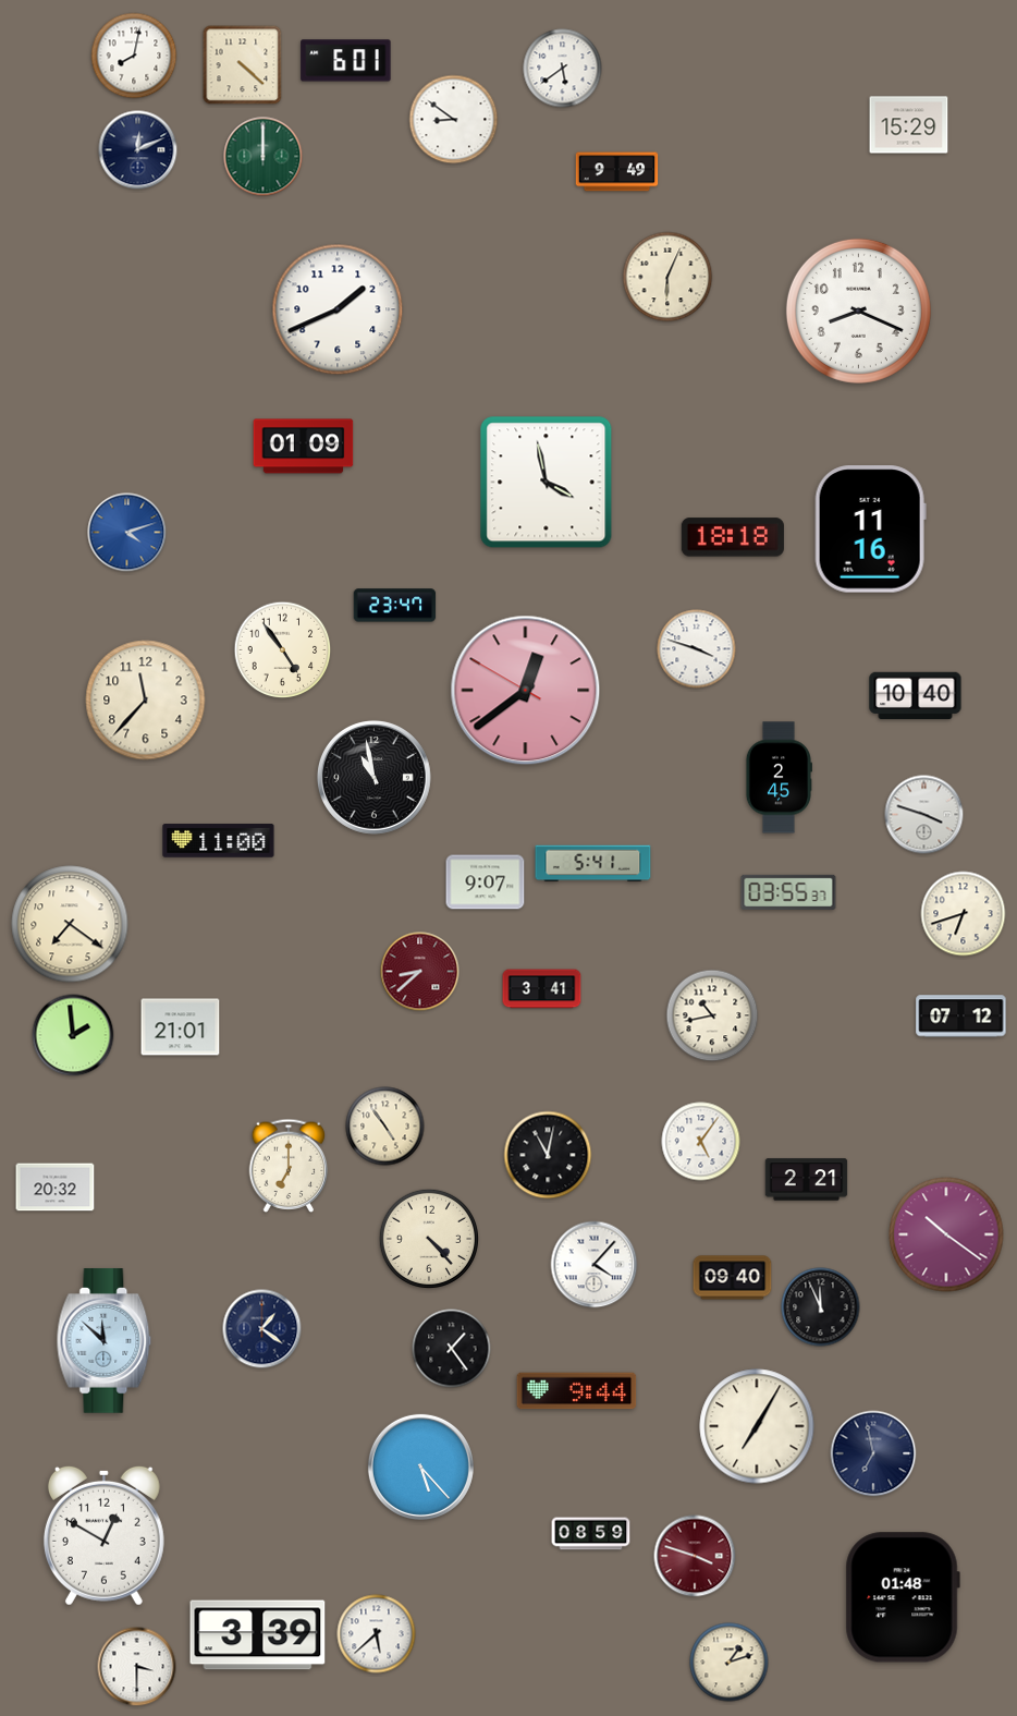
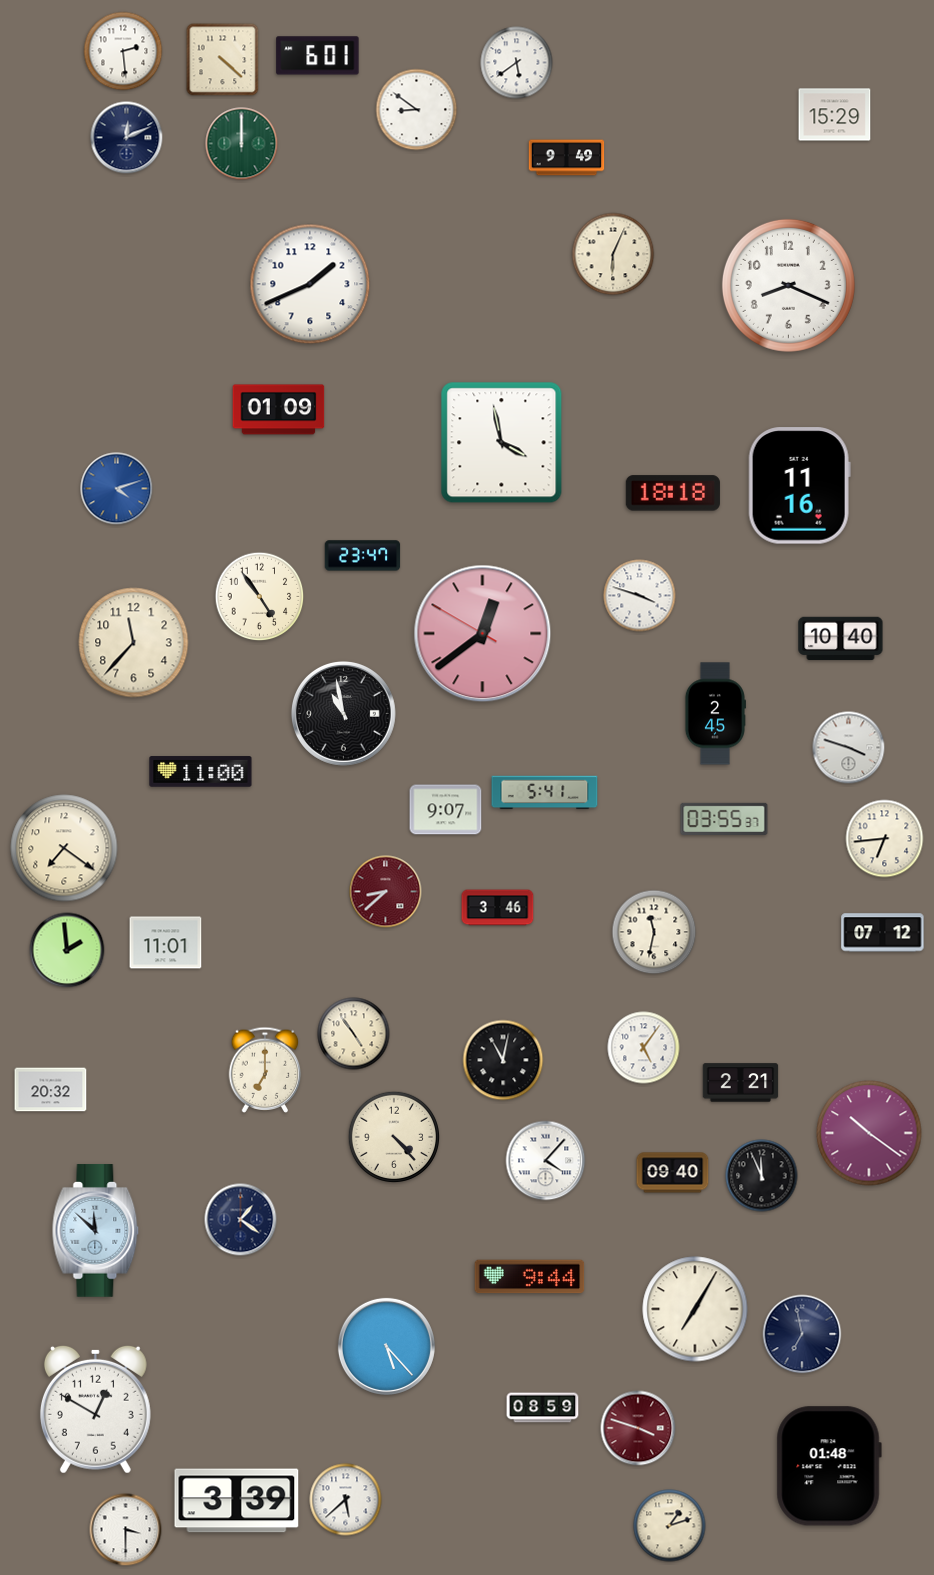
clock at (134, 56): 8:02 -> 2:29
clock at (964, 914): 6:42 -> 6:44
clock at (542, 989): 3:41 -> 3:46
clock at (712, 1015): 10:43 -> 11:32
clock at (181, 1027): 21:01 -> 11:01
clock at (821, 1307) position: (821, 1307) -> (762, 1176)
clock at (452, 1349): 1:24 -> none
